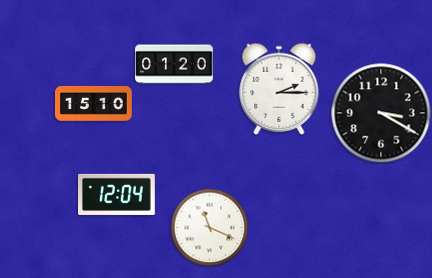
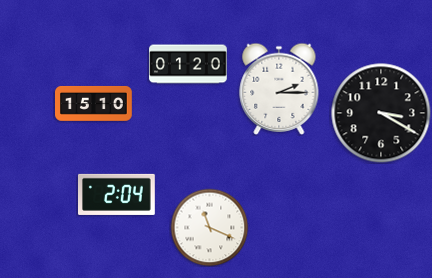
clock at (174, 64) position: (174, 64) -> (188, 64)
clock at (117, 194): 12:04 -> 2:04
